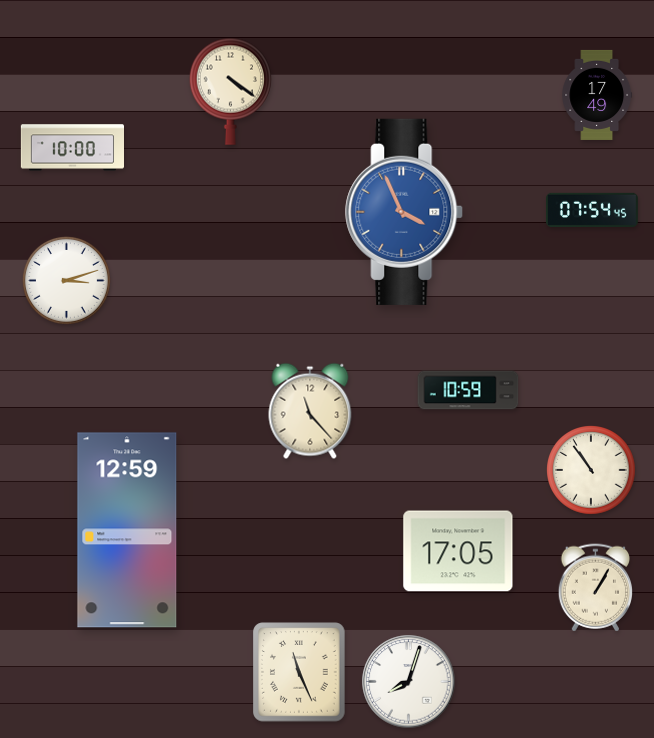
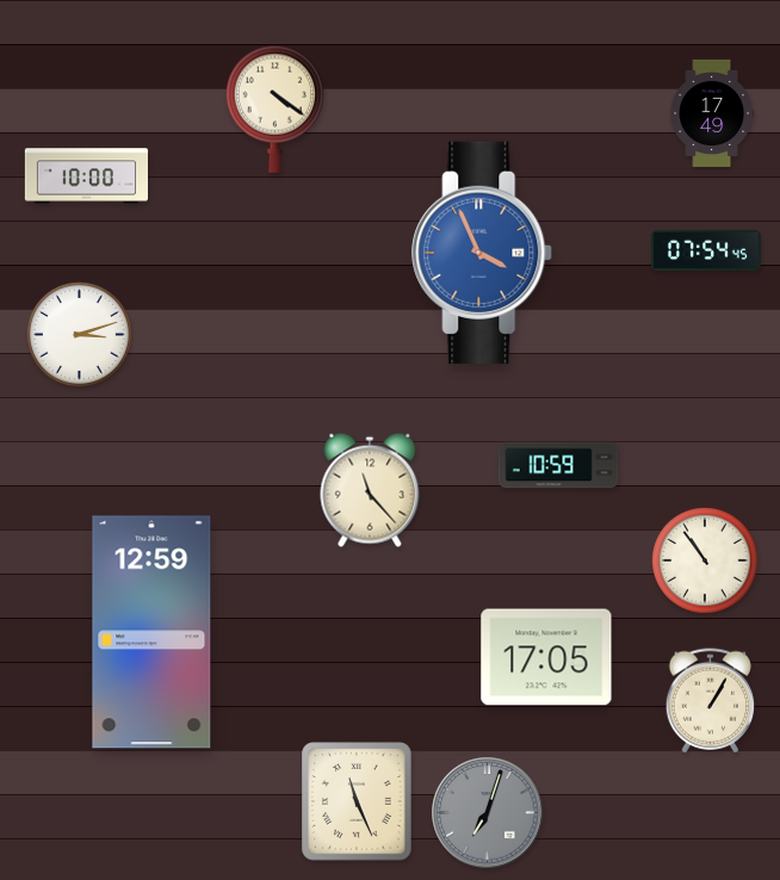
clock at (409, 682): 8:03 -> 7:03
clock at (409, 682) dial: white -> grey
